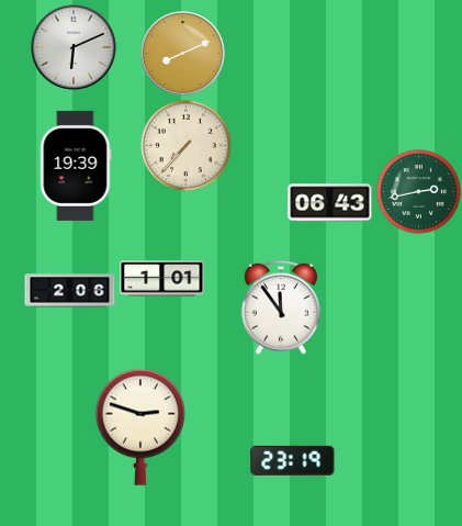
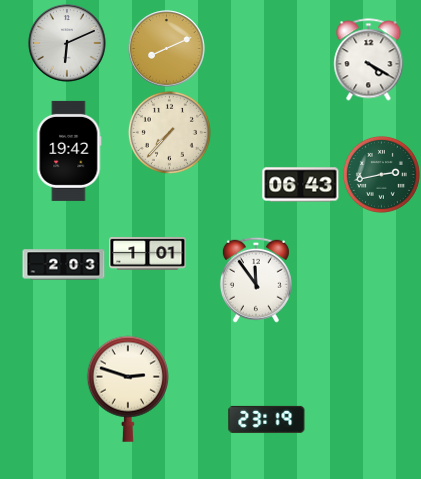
clock at (369, 60): none -> 4:20
clock at (76, 166): 19:39 -> 19:42
clock at (70, 291): 2:06 -> 2:03
